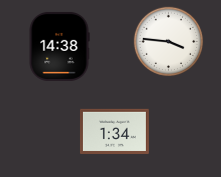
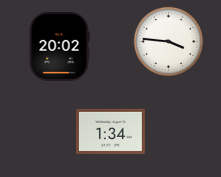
clock at (59, 46): 14:38 -> 20:02
clock at (114, 131) position: (114, 131) -> (110, 131)
